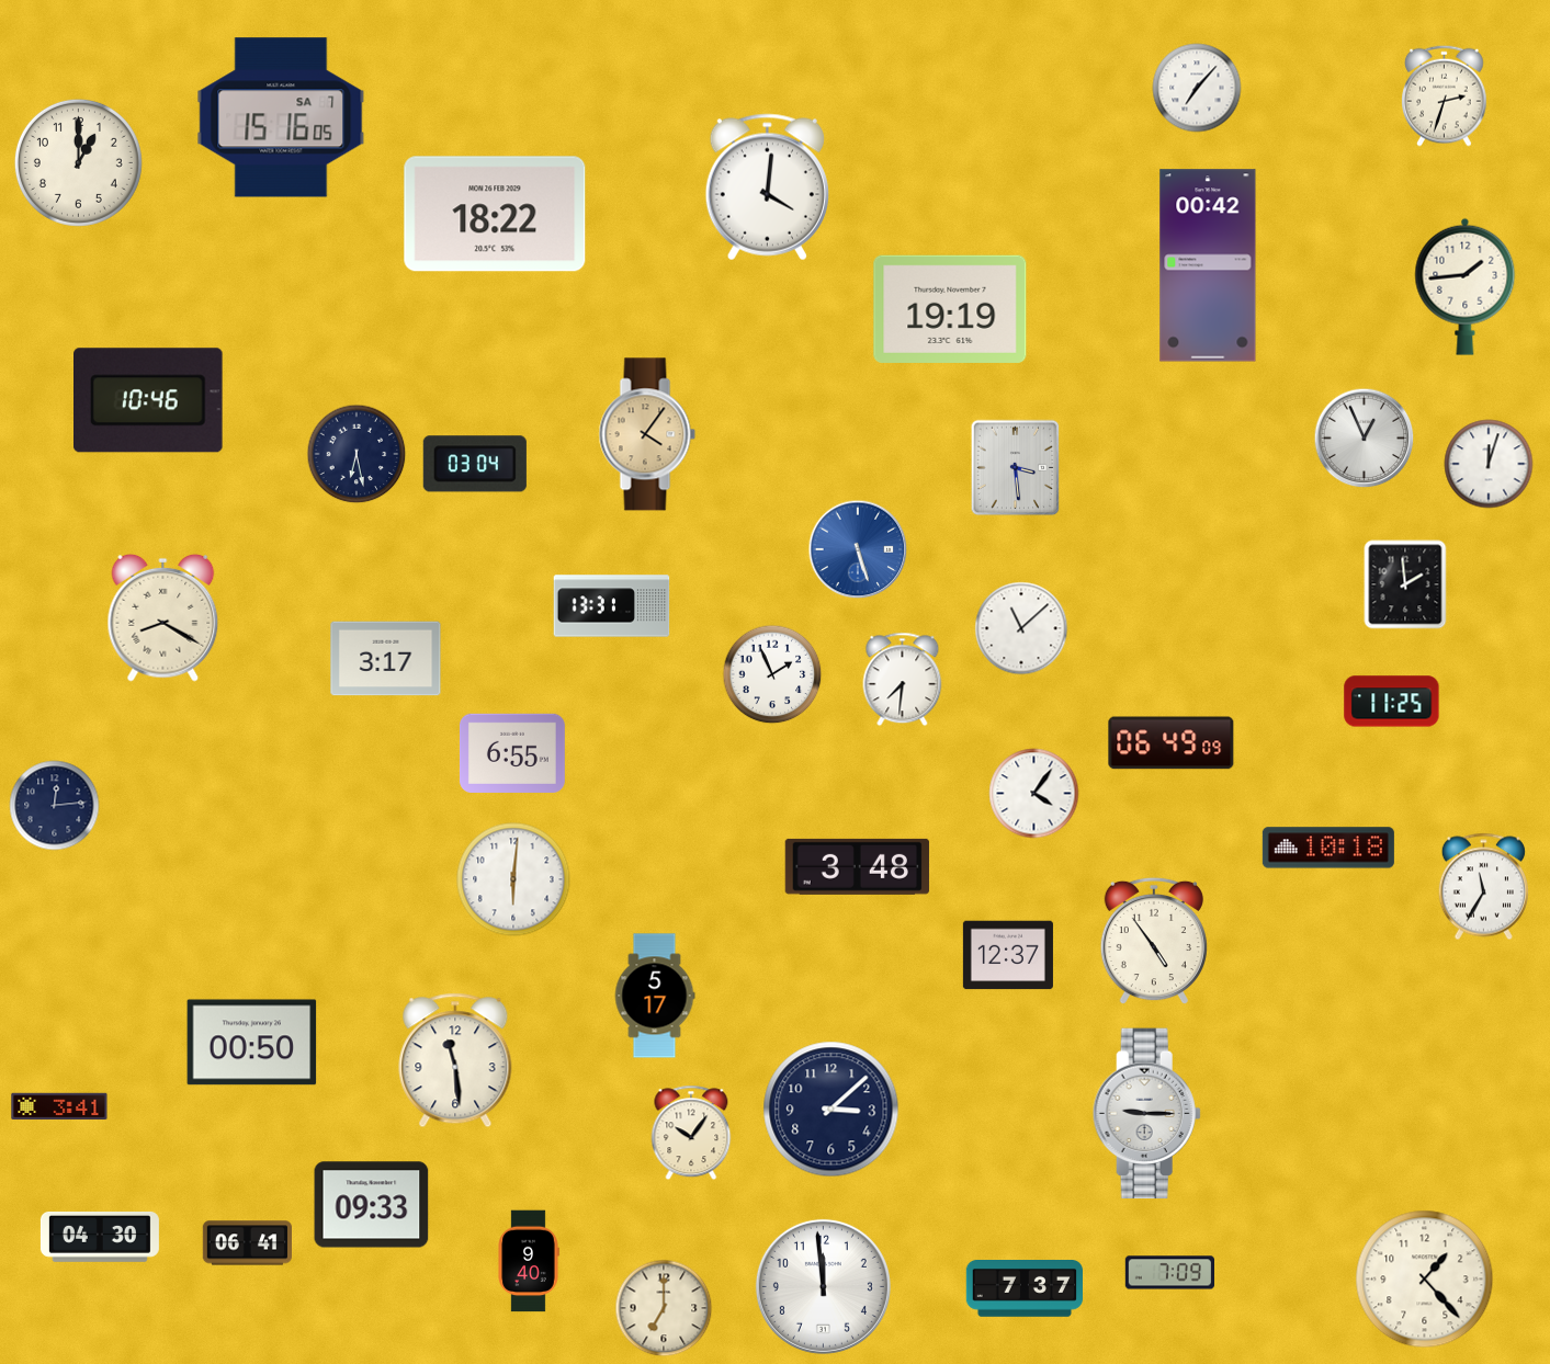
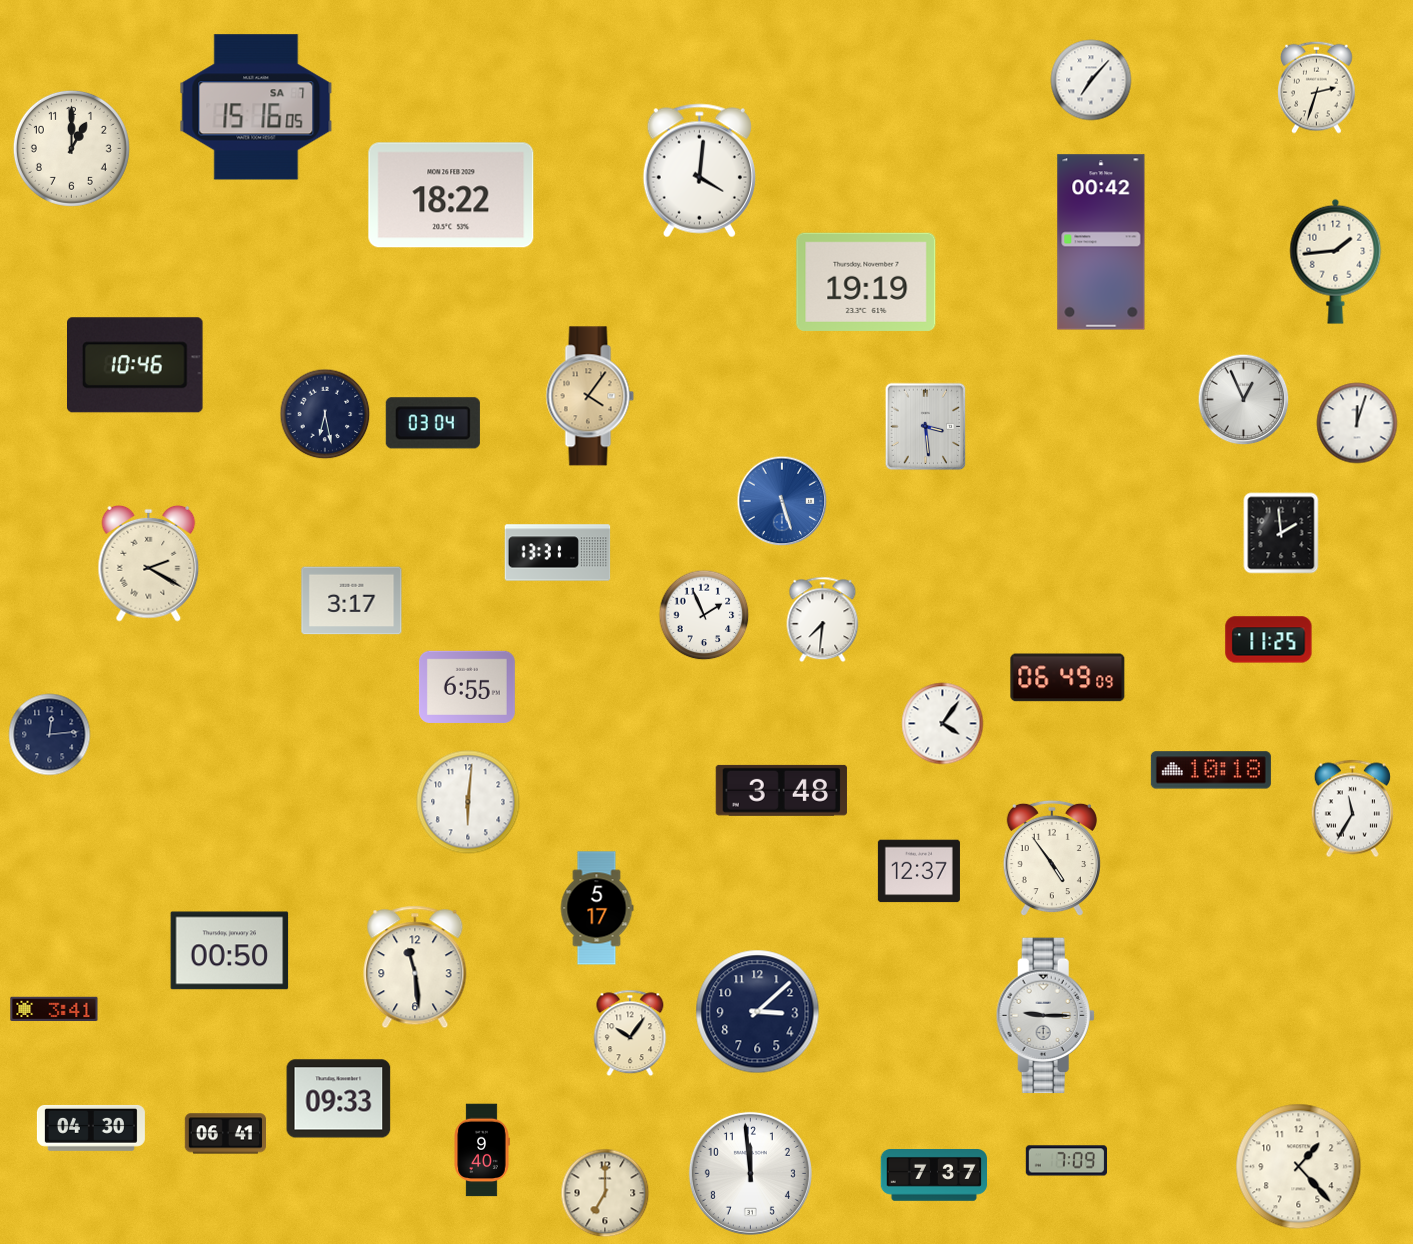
clock at (163, 617): 8:20 -> 2:20
clock at (1021, 628): 11:08 -> none
clock at (1328, 848) position: (1328, 848) -> (1211, 770)
